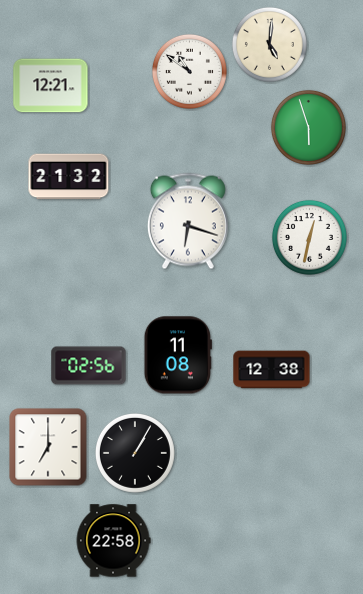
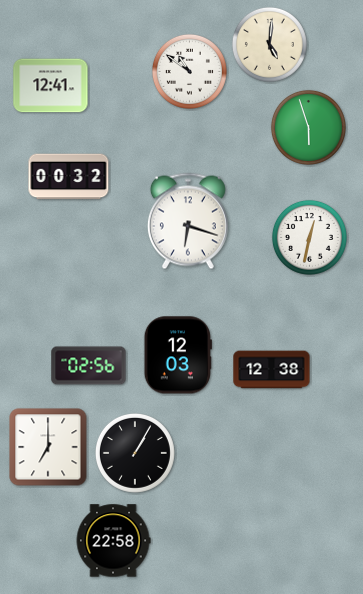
clock at (51, 86): 12:21 -> 12:41
clock at (69, 177): 21:32 -> 00:32
clock at (178, 355): 11:08 -> 12:03
